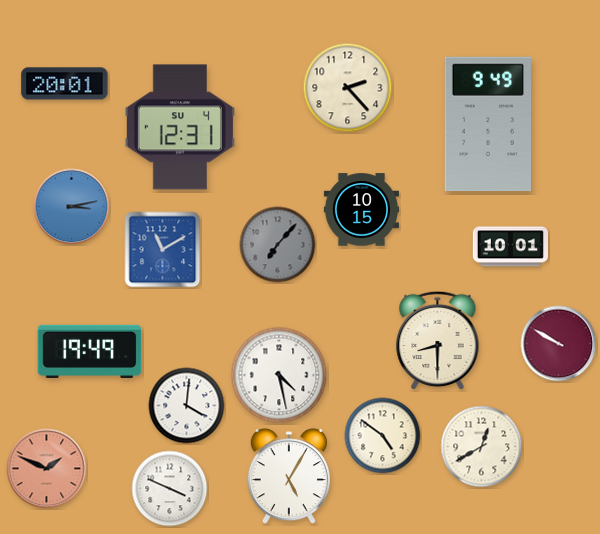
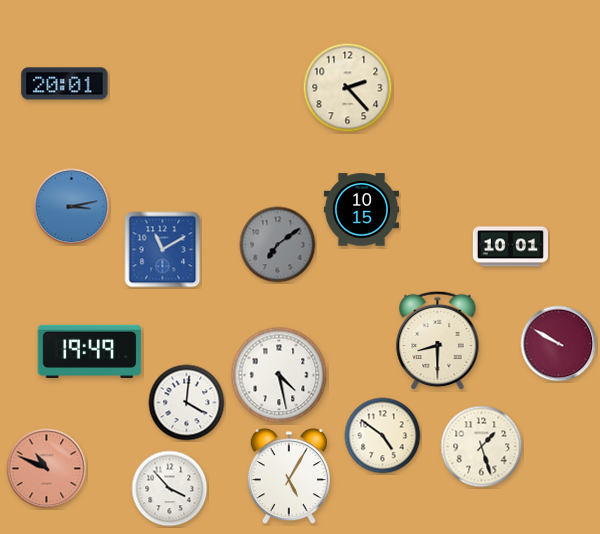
clock at (487, 124): 9:49 -> none
clock at (180, 127): 12:31 -> none
clock at (278, 245): 7:07 -> 7:09
clock at (187, 406) position: (187, 406) -> (187, 403)
clock at (482, 447): 12:40 -> 1:27
clock at (47, 469): 1:49 -> 10:49
clock at (170, 489): 3:49 -> 3:53
